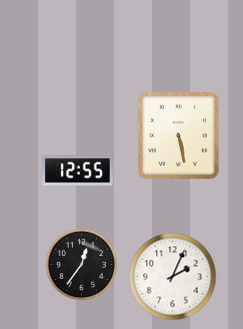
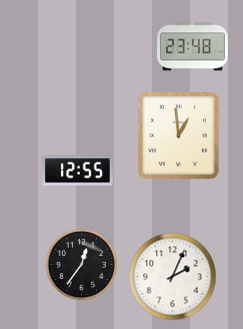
clock at (193, 47): none -> 23:48
clock at (178, 136): 5:28 -> 12:59
